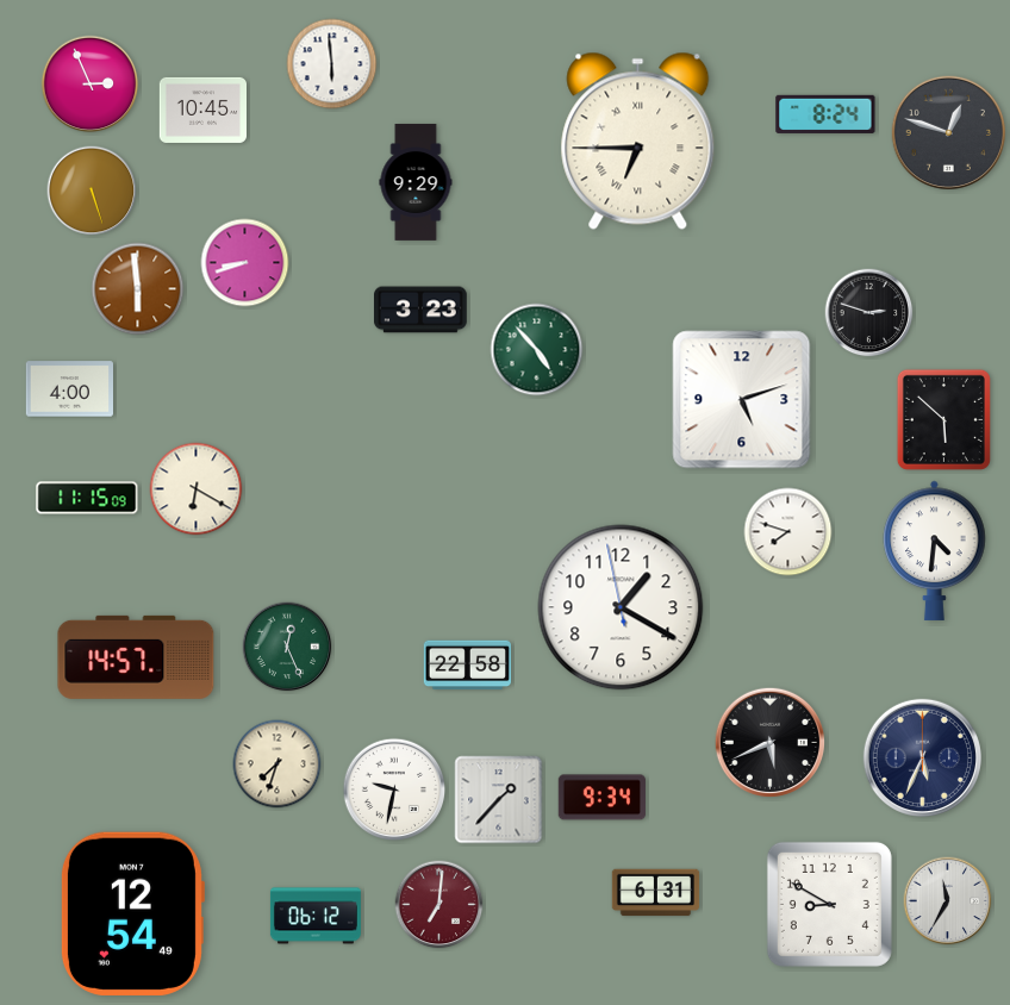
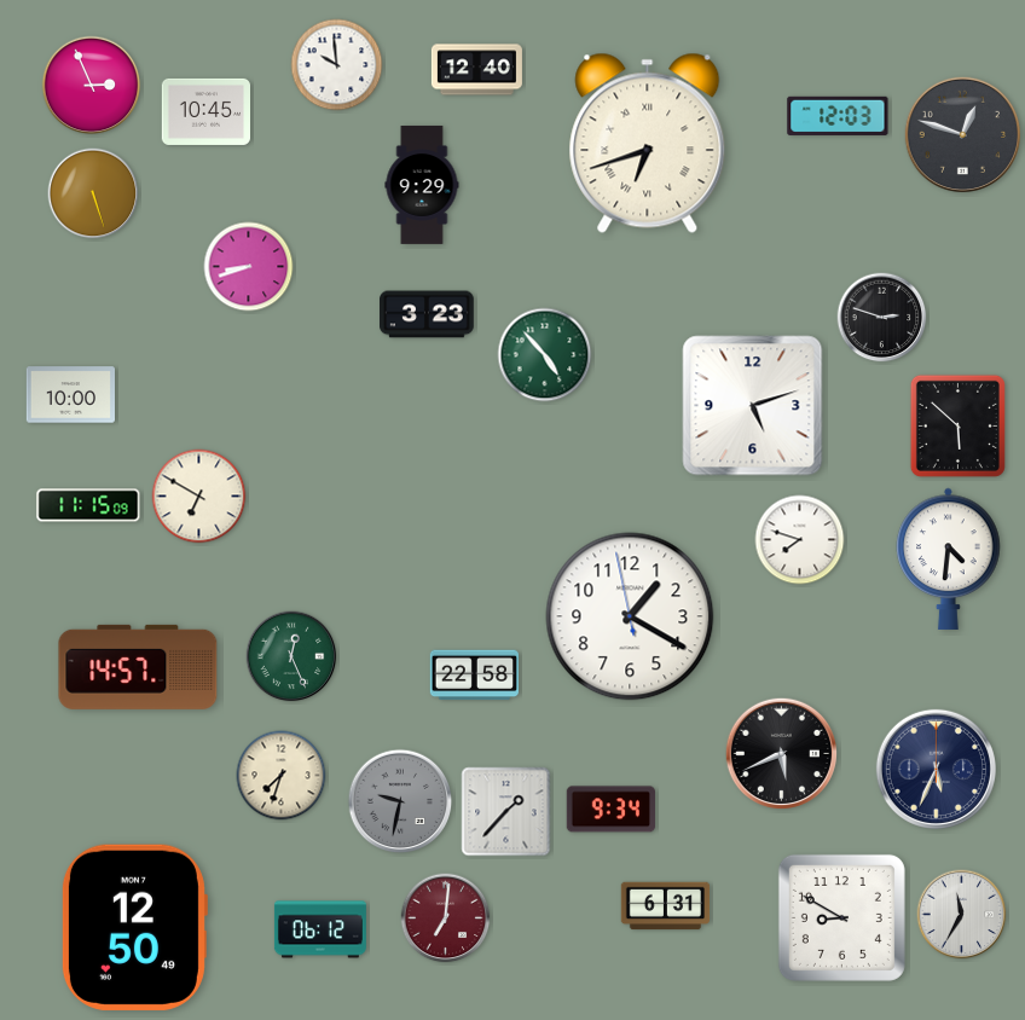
clock at (332, 64): 5:59 -> 9:59
clock at (476, 70): none -> 12:40
clock at (825, 114): 8:24 -> 12:03
clock at (638, 141): 6:45 -> 6:42
clock at (138, 289): 5:59 -> none
clock at (69, 389): 4:00 -> 10:00
clock at (197, 489): 6:20 -> 6:50
clock at (394, 789) dial: white -> grey
clock at (132, 913): 12:54 -> 12:50
